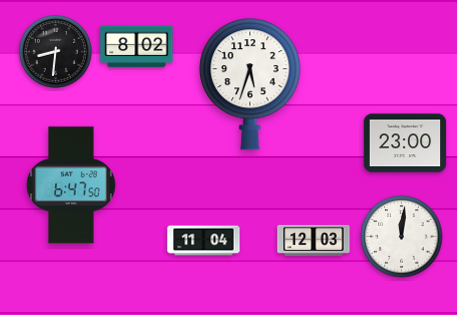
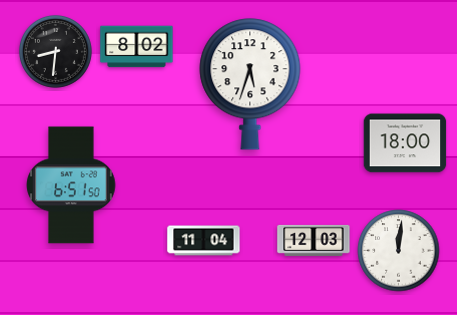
clock at (405, 143): 23:00 -> 18:00
clock at (71, 185): 6:47 -> 6:51
clock at (402, 237) position: (402, 237) -> (399, 251)
